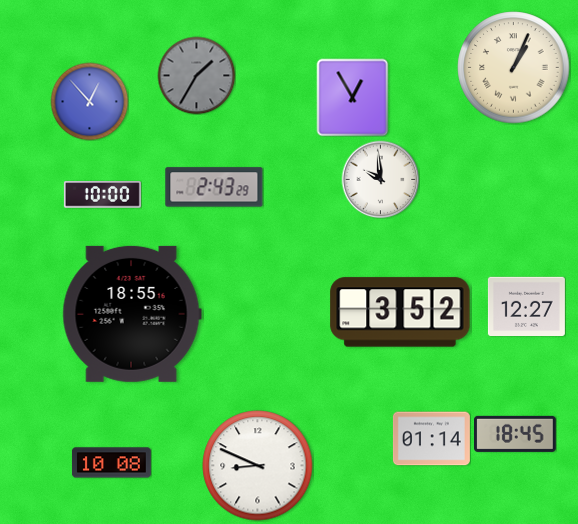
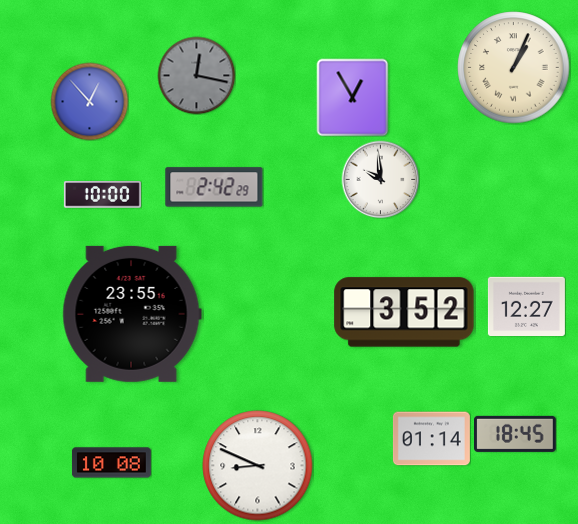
clock at (196, 75): 1:35 -> 12:17
clock at (214, 187): 2:43 -> 2:42
clock at (400, 312) position: (400, 312) -> (404, 312)
clock at (132, 314): 18:55 -> 23:55
